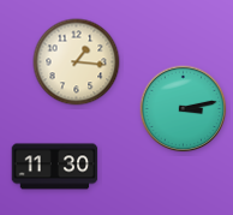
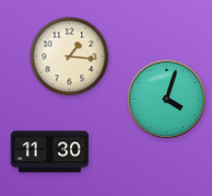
clock at (184, 109): 3:13 -> 4:03
